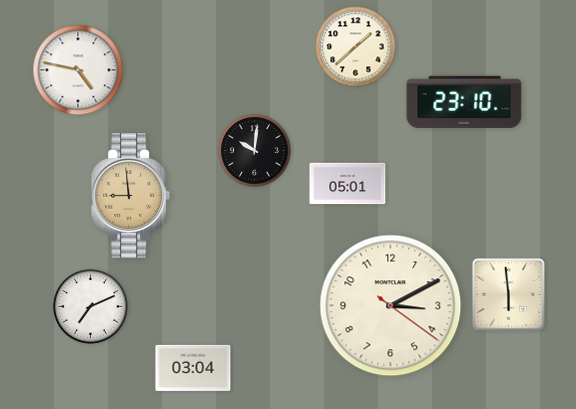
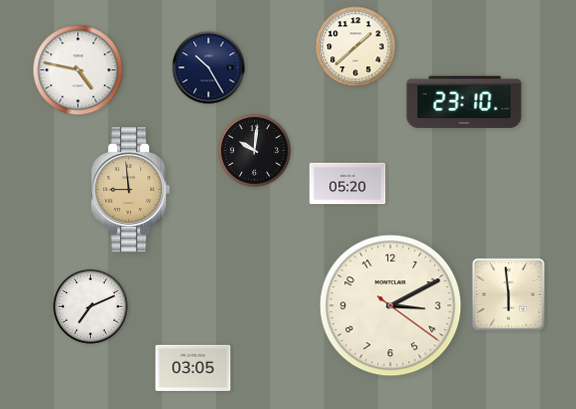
clock at (209, 68): none -> 10:25
clock at (348, 184): 05:01 -> 05:20
clock at (131, 196) position: (131, 196) -> (131, 190)
clock at (193, 368): 03:04 -> 03:05
